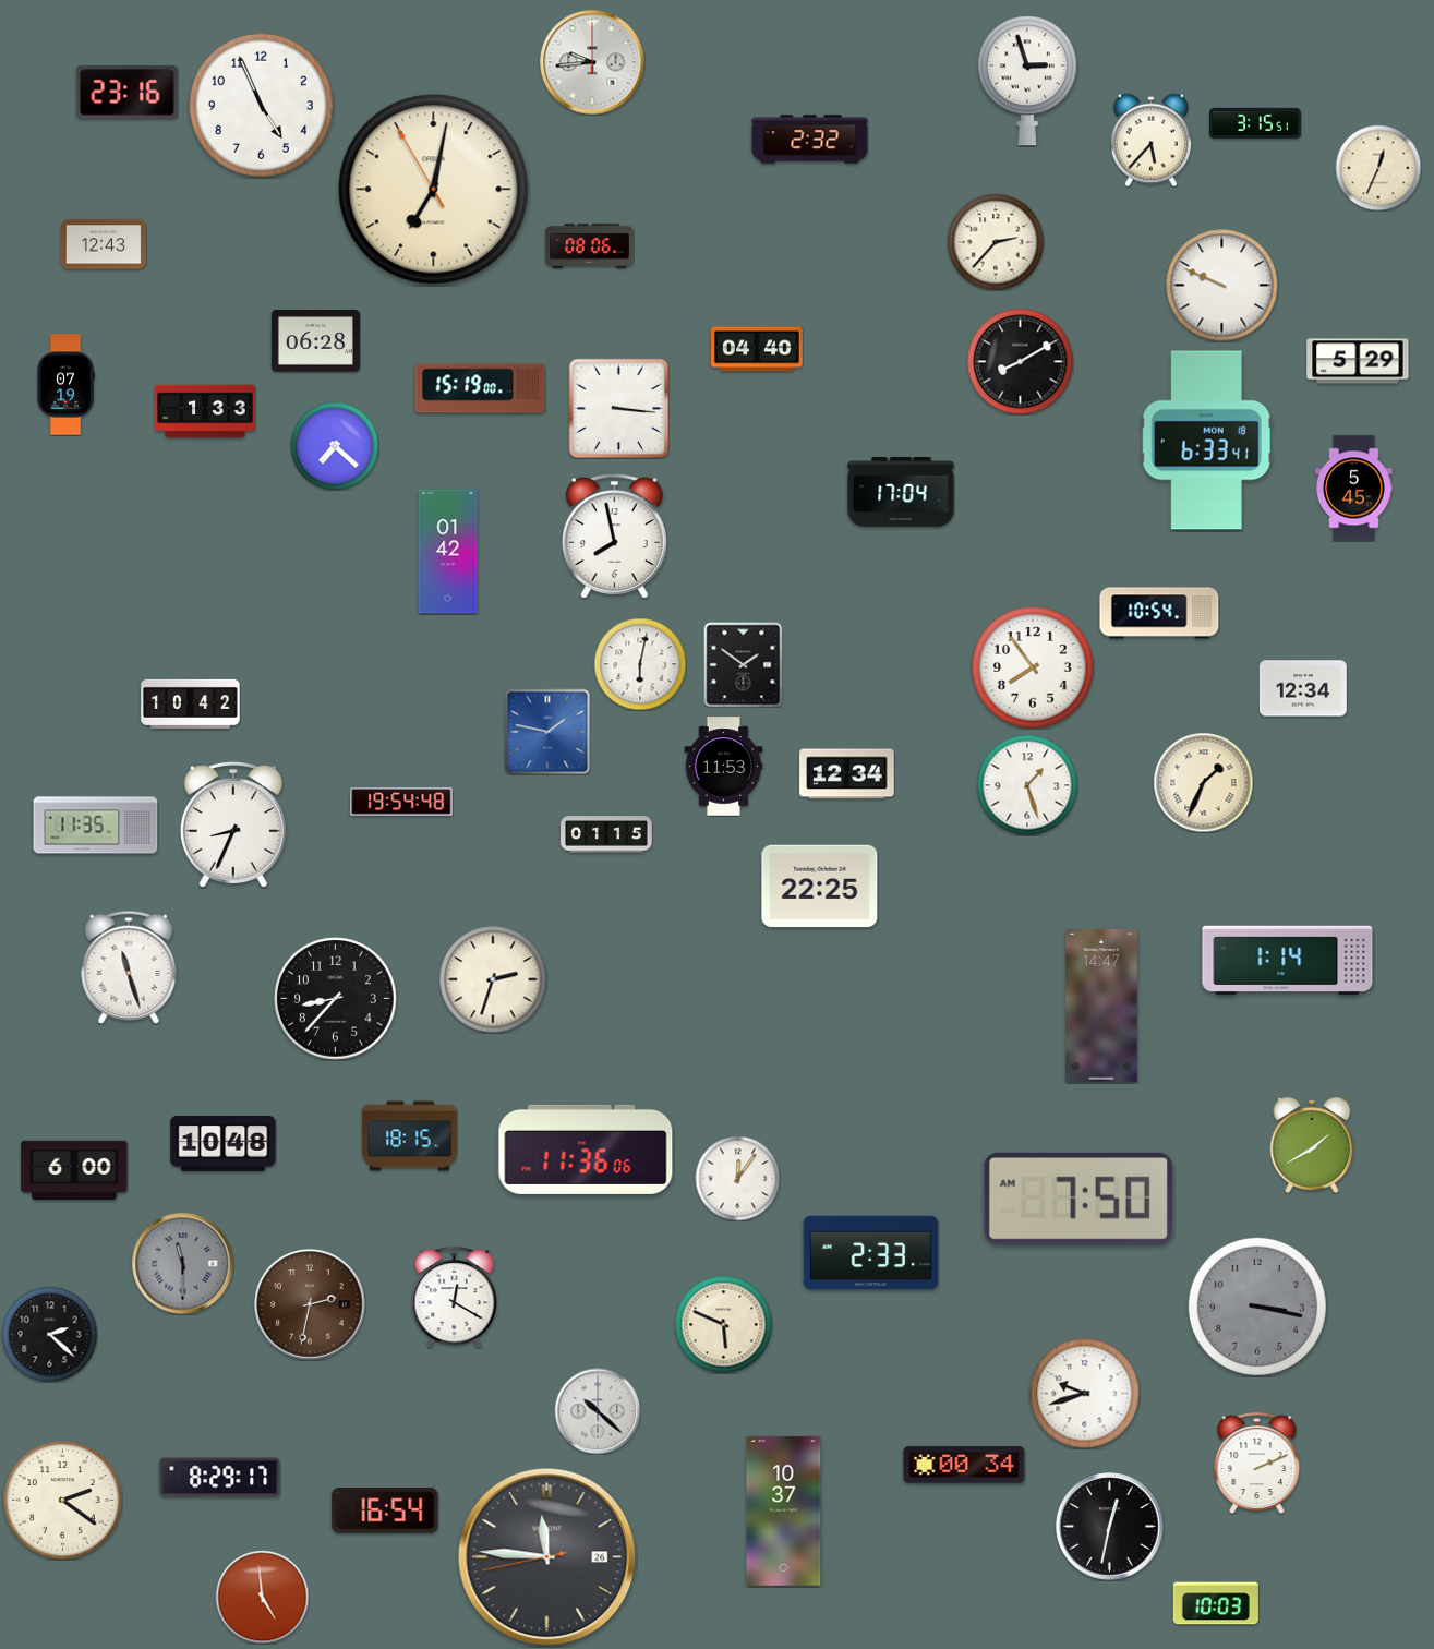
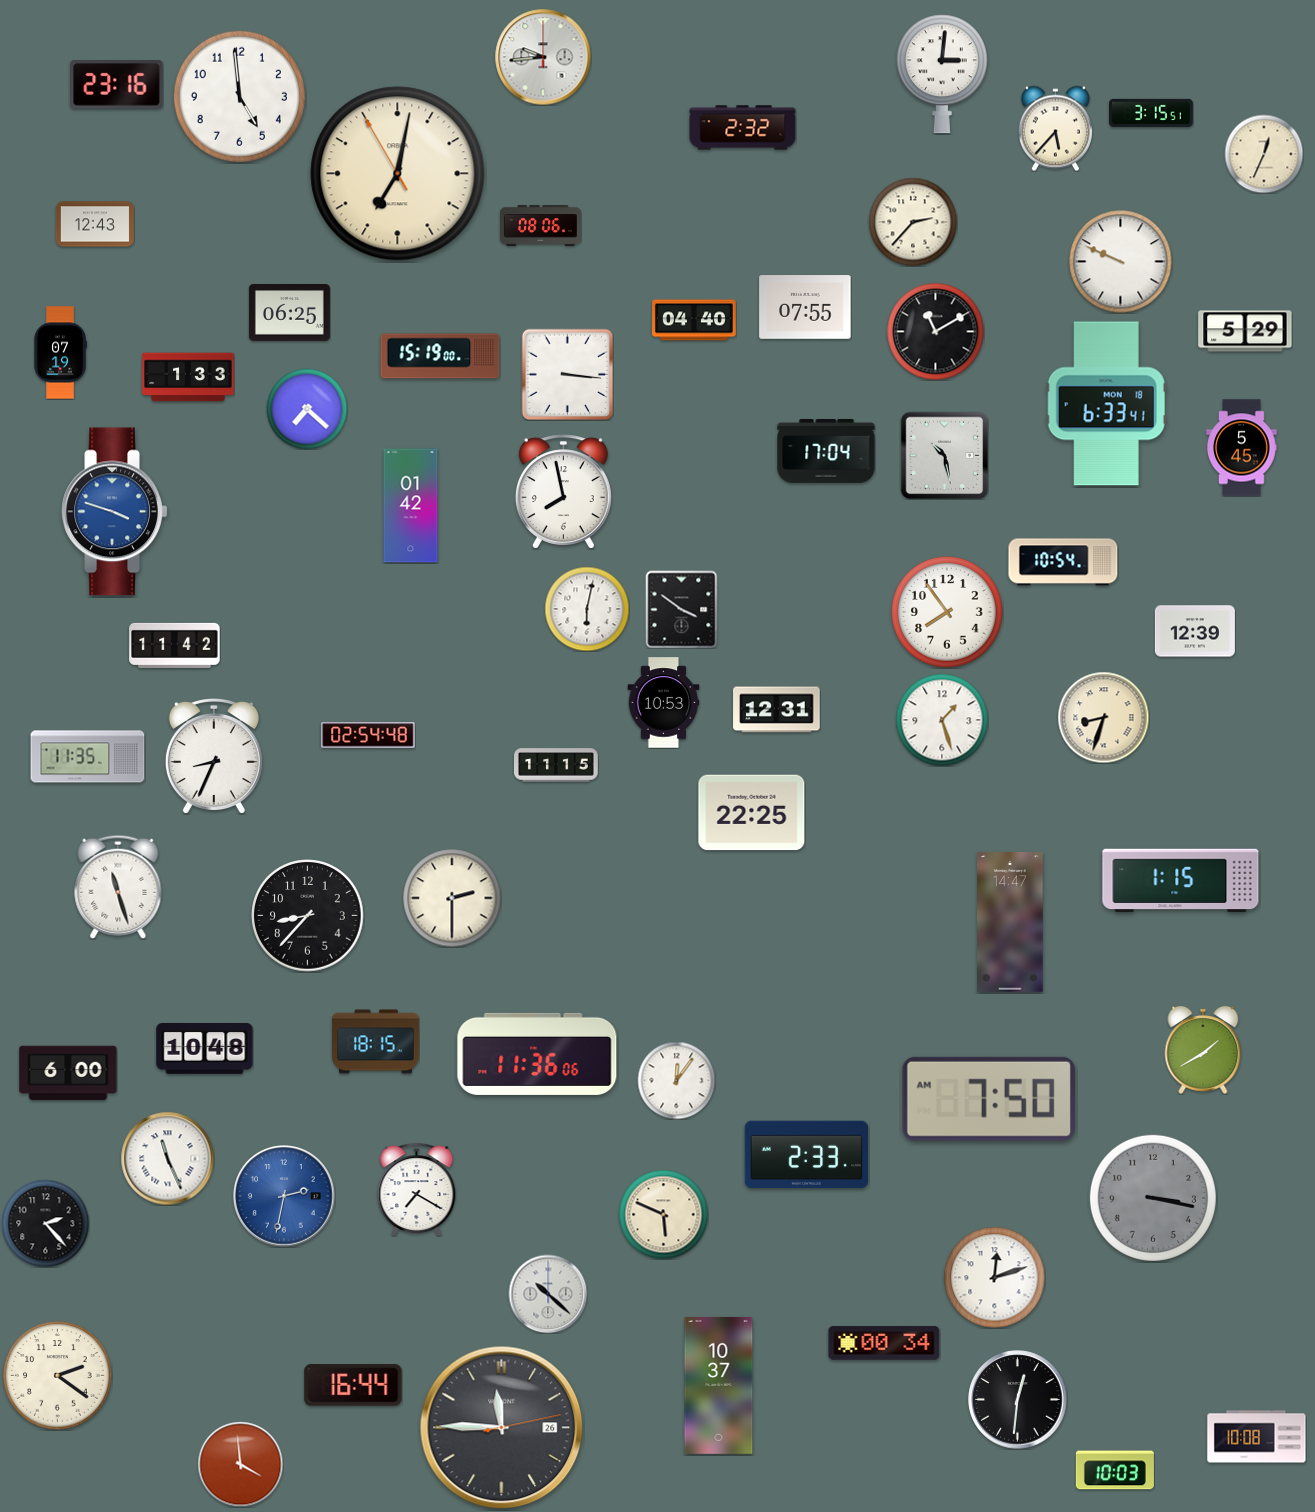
clock at (1027, 81): 2:57 -> 3:01
clock at (261, 105): 4:56 -> 4:59
clock at (805, 307): none -> 07:55
clock at (315, 341): 06:28 -> 06:25
clock at (1020, 361): 8:10 -> 11:10
clock at (944, 455): none -> 10:28
clock at (115, 512): none -> 3:48
clock at (744, 664): 1:51 -> 3:51
clock at (1303, 688): 12:34 -> 12:39
clock at (191, 703): 10:42 -> 11:42
clock at (547, 732): 1:47 -> none
clock at (724, 767): 11:53 -> 10:53
clock at (847, 774): 12:34 -> 12:31
clock at (1203, 782): 1:34 -> 8:33
clock at (401, 802): 19:54 -> 02:54
clock at (607, 834): 01:15 -> 11:15
clock at (1288, 961): 1:14 -> 1:15
clock at (493, 979): 2:33 -> 2:30
clock at (871, 1253) position: (871, 1253) -> (807, 1155)
clock at (182, 1263): 11:30 -> 11:26
clock at (182, 1263) dial: grey -> white
clock at (455, 1297): 12:20 -> 7:20
clock at (310, 1305) dial: brown -> blue
clock at (49, 1334): 2:22 -> 2:23
clock at (1085, 1394): 9:42 -> 12:12
clock at (1257, 1463): 2:11 -> none
clock at (220, 1478): 8:29 -> none
clock at (385, 1510): 16:54 -> 16:44
clock at (1110, 1527): 12:32 -> 12:31
clock at (547, 1557): 11:45:43 -> 11:45:13
clock at (1257, 1437): none -> 10:08
clock at (262, 1597): 4:59 -> 3:59
